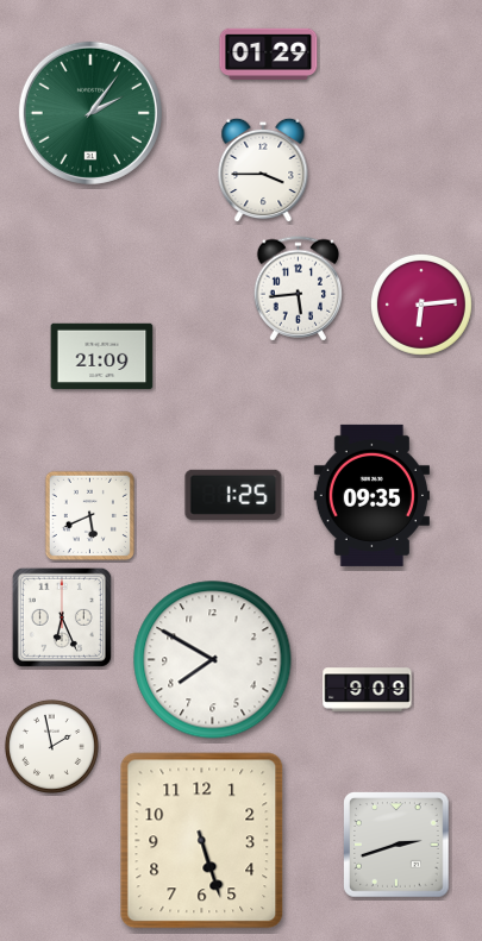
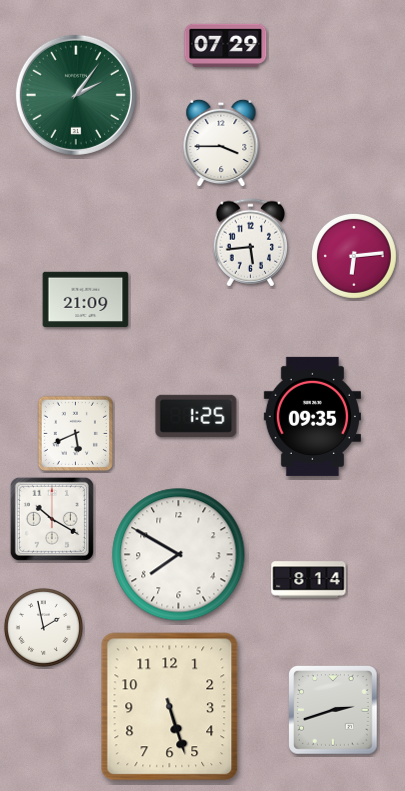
clock at (269, 54): 01:29 -> 07:29
clock at (62, 617): 6:26 -> 10:20
clock at (368, 690): 9:09 -> 8:14
